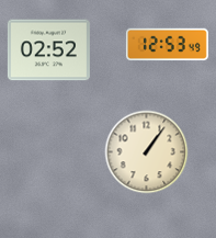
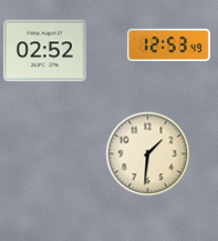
clock at (48, 50) position: (48, 50) -> (44, 51)
clock at (147, 152): 1:06 -> 1:31
